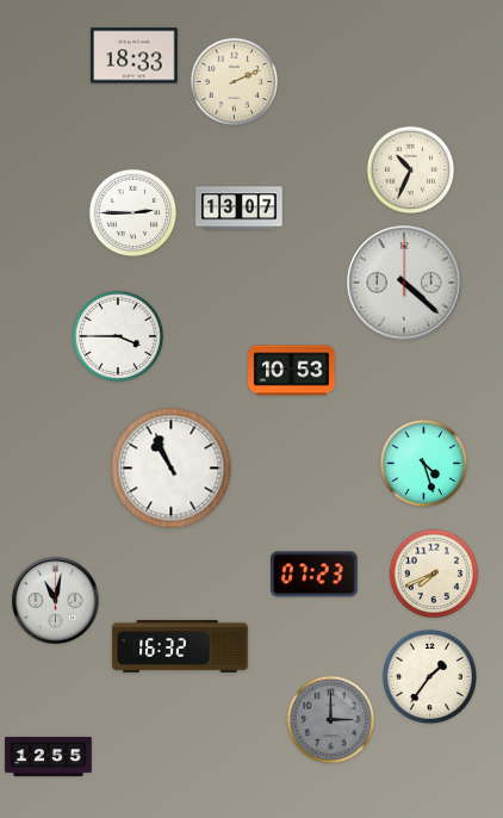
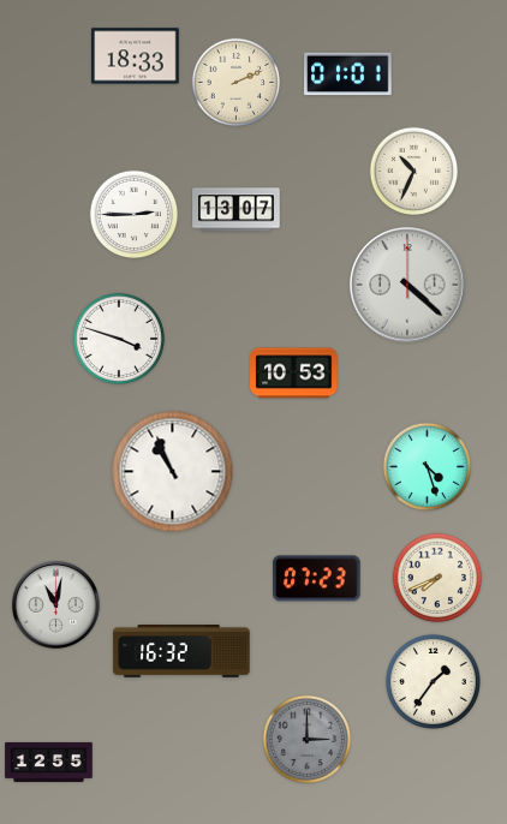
clock at (348, 74): none -> 01:01
clock at (240, 209) position: (240, 209) -> (237, 210)
clock at (117, 335): 3:45 -> 3:48
clock at (331, 720) position: (331, 720) -> (308, 740)
